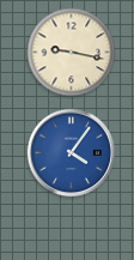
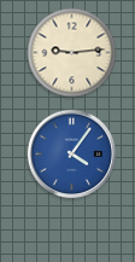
clock at (72, 53): 9:17 -> 9:14
